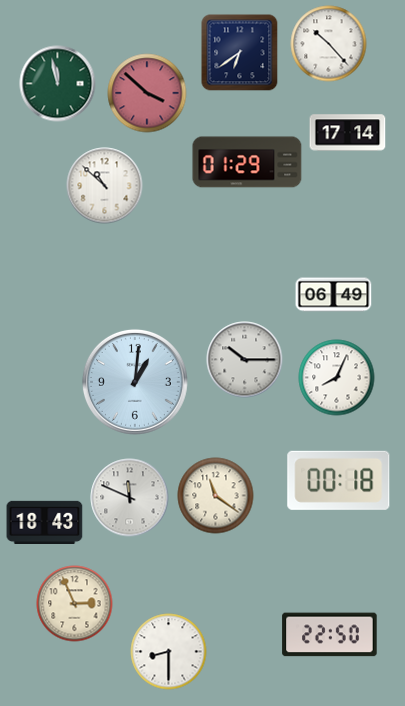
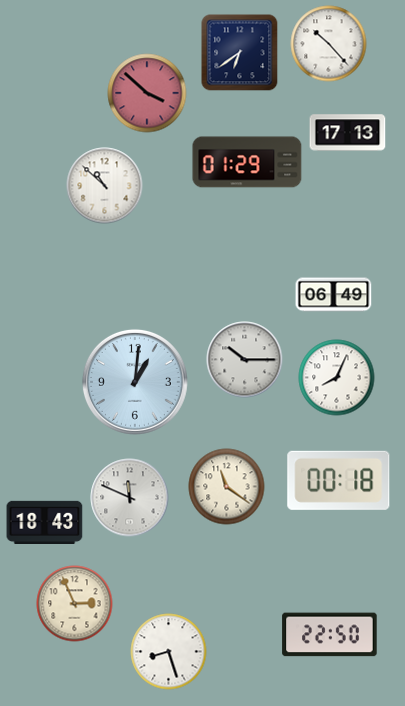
clock at (58, 84): 11:58 -> none
clock at (348, 133): 17:14 -> 17:13
clock at (216, 496) position: (216, 496) -> (227, 487)
clock at (169, 652): 8:30 -> 8:27
